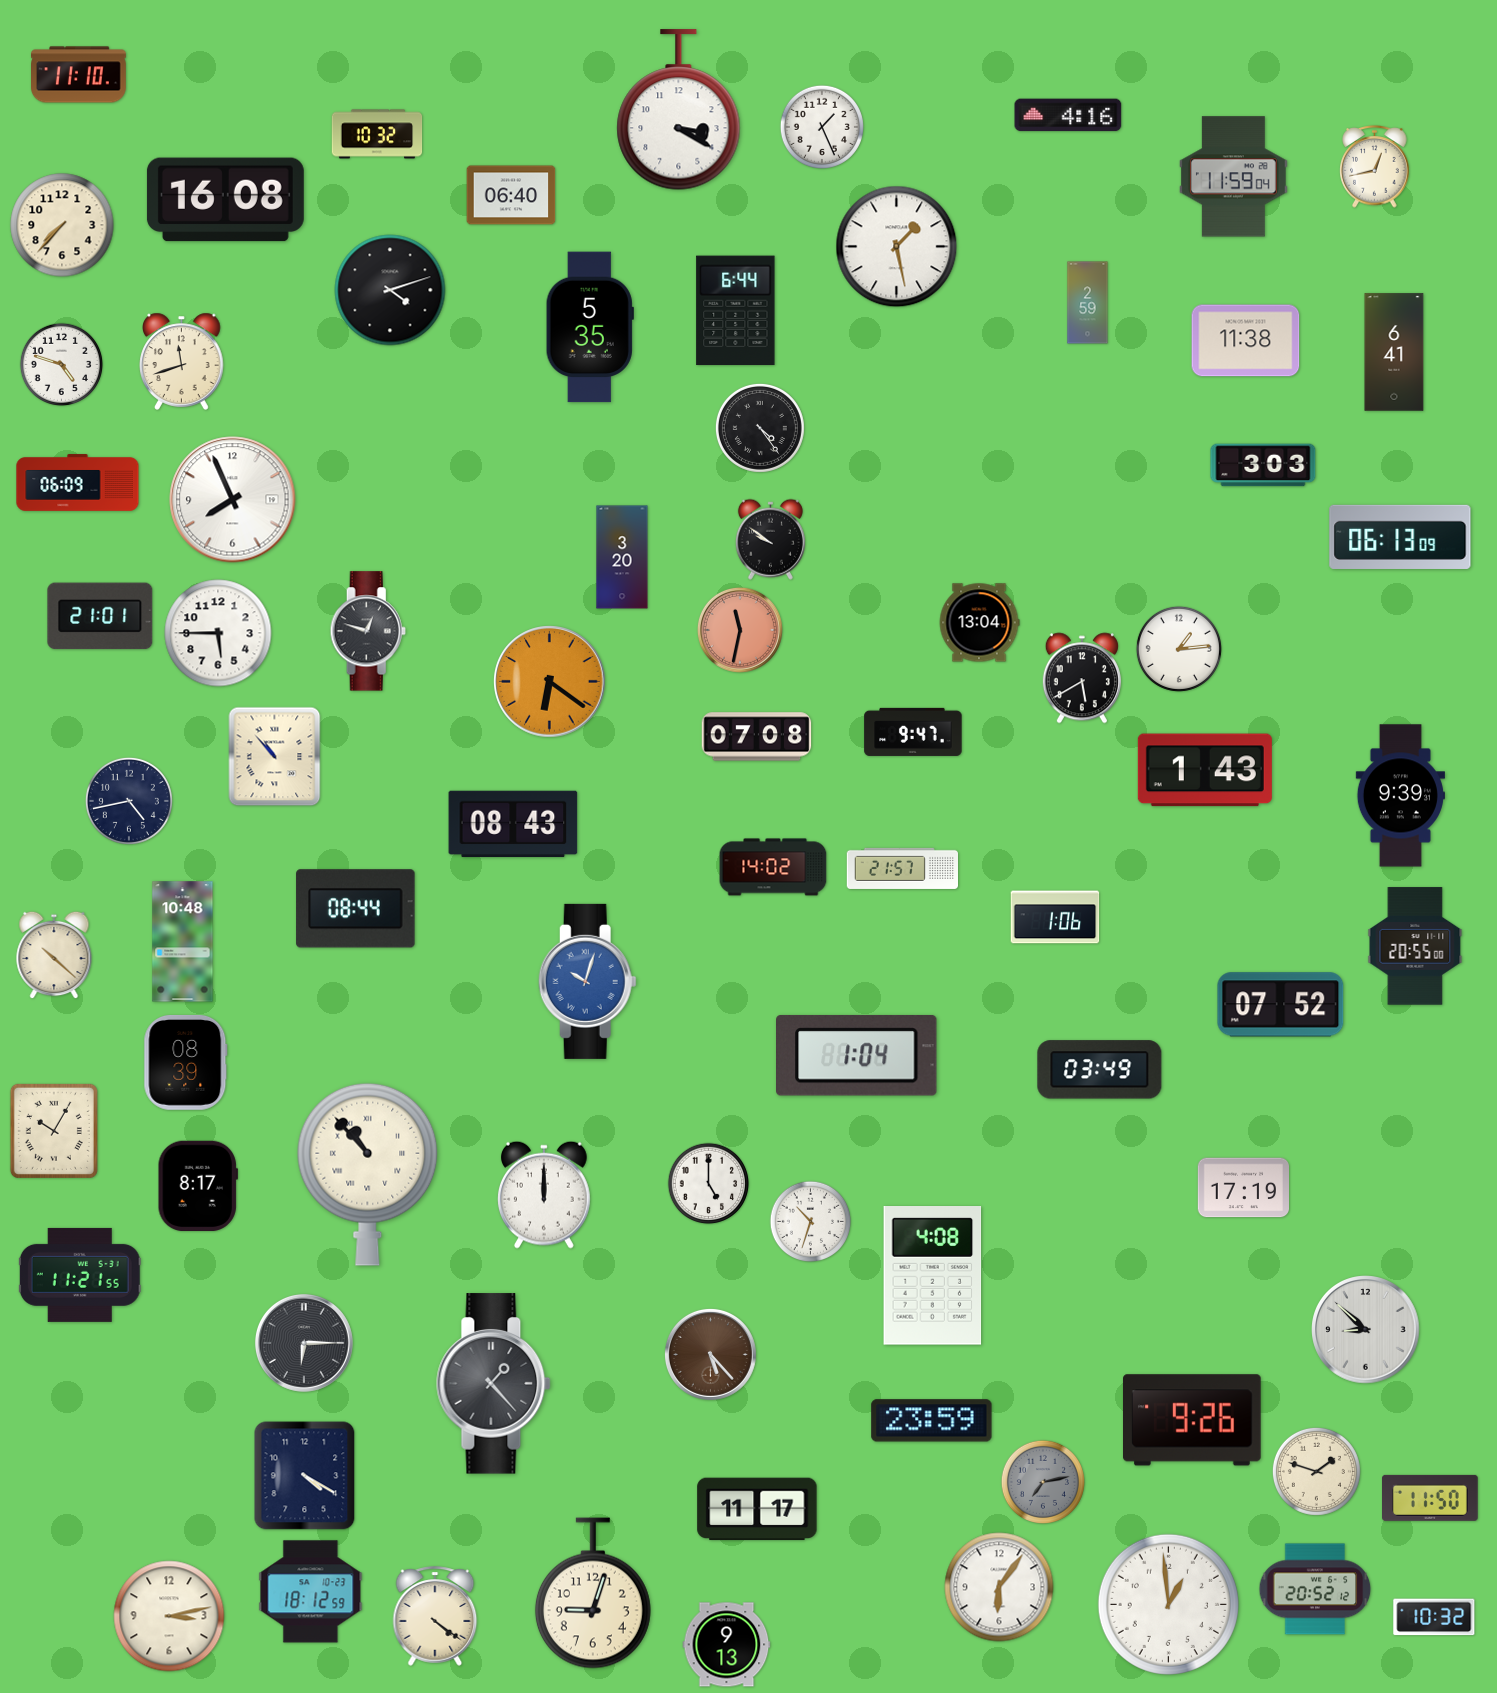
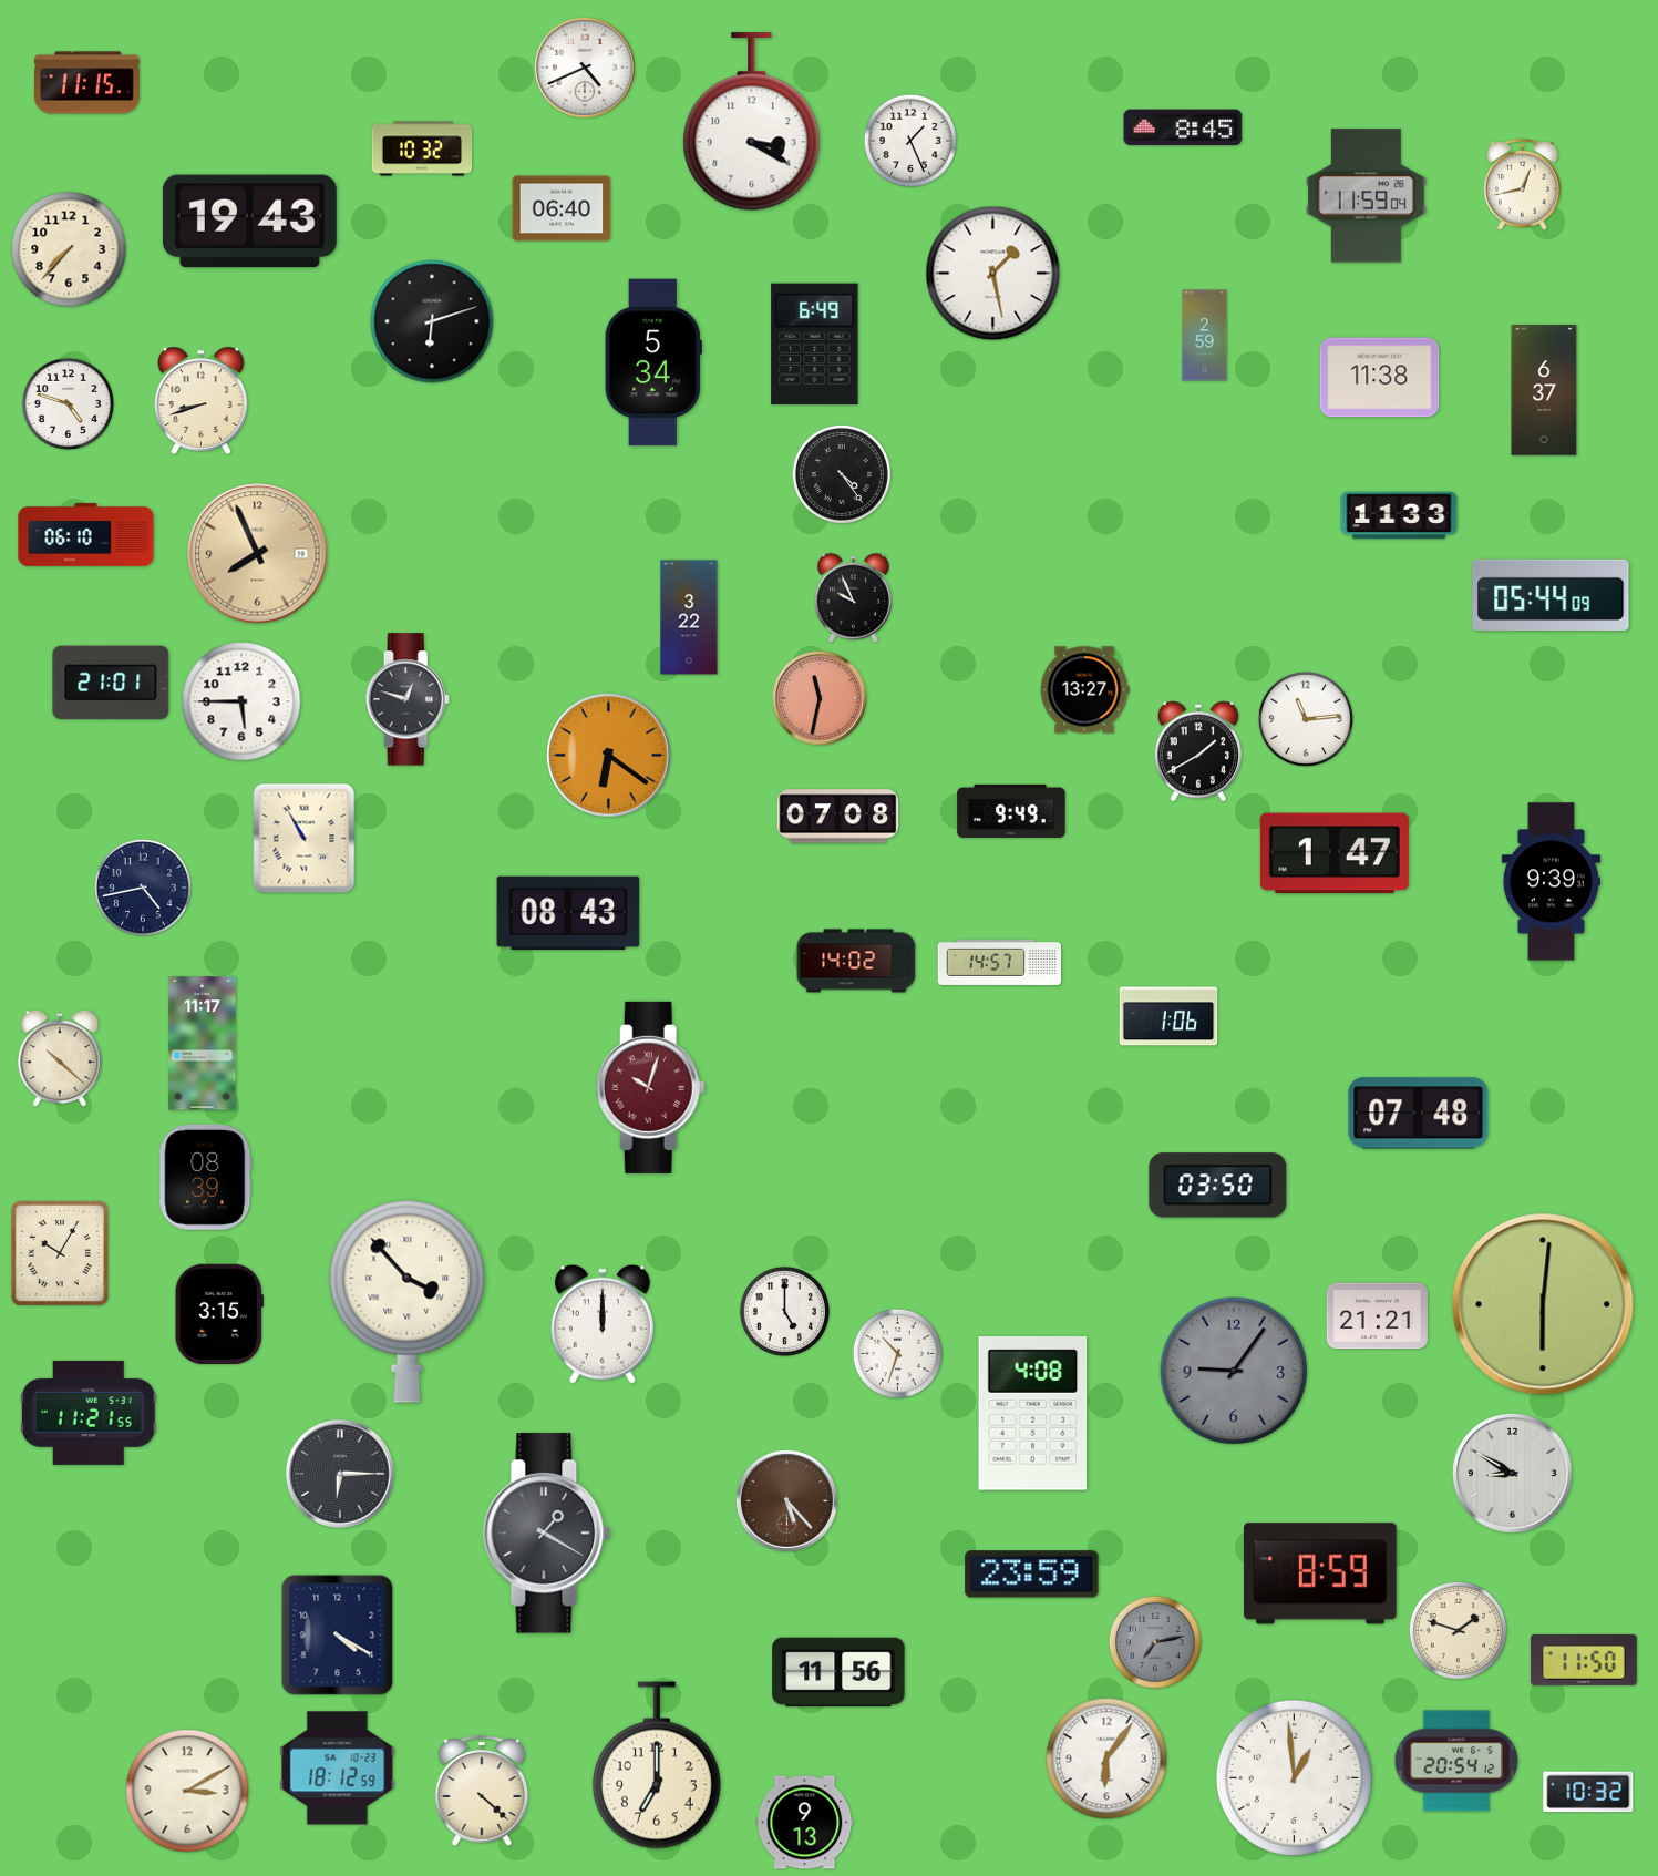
clock at (585, 68): none -> 4:41
clock at (79, 75): 11:10 -> 11:15
clock at (1068, 115): 4:16 -> 8:45
clock at (377, 134) position: (377, 134) -> (422, 148)
clock at (511, 195) position: (511, 195) -> (562, 208)
clock at (225, 200): 16:08 -> 19:43
clock at (390, 290): 4:12 -> 6:12
clock at (736, 311): 6:44 -> 6:49
clock at (590, 327): 5:35 -> 5:34
clock at (1394, 352): 6:41 -> 6:37
clock at (182, 361): 11:42 -> 8:42
clock at (1263, 465): 3:03 -> 11:33
clock at (78, 483): 06:09 -> 06:10
clock at (233, 500) dial: white -> champagne
clock at (1400, 537): 06:13 -> 05:44
clock at (770, 539): 9:51 -> 9:56
clock at (622, 557): 3:20 -> 3:22
clock at (979, 623): 13:04 -> 13:27
clock at (1179, 649): 1:14 -> 11:14
clock at (1082, 678): 5:40 -> 1:40
clock at (913, 732): 9:47 -> 9:49
clock at (275, 757): 10:53 -> 10:55
clock at (1205, 770): 1:43 -> 1:47
clock at (902, 868): 21:57 -> 14:57
clock at (356, 909): 08:44 -> none
clock at (183, 942): 10:48 -> 11:17
clock at (1415, 946): 20:55 -> none
clock at (587, 981) dial: blue -> burgundy
clock at (1281, 1005): 07:52 -> 07:48
clock at (857, 1055): 1:04 -> none
clock at (1100, 1070): 03:49 -> 03:50
clock at (368, 1174): 10:53 -> 3:53
clock at (1543, 1304): none -> 6:01
clock at (198, 1185): 8:17 -> 3:15
clock at (1243, 1188): 17:19 -> 21:21
clock at (1234, 1371): none -> 9:06
clock at (1366, 1330): 8:52 -> 8:50
clock at (304, 1343) position: (304, 1343) -> (340, 1474)
clock at (494, 1384): 1:23 -> 1:20
clock at (1193, 1420): 9:26 -> 8:59
clock at (757, 1509): 11:17 -> 11:56
clock at (1315, 1589): 20:52 -> 20:54
clock at (311, 1592) position: (311, 1592) -> (338, 1769)
clock at (593, 1593): 9:03 -> 7:00
clock at (169, 1616): 3:13 -> 3:10
clock at (435, 1616): 4:21 -> 4:22
